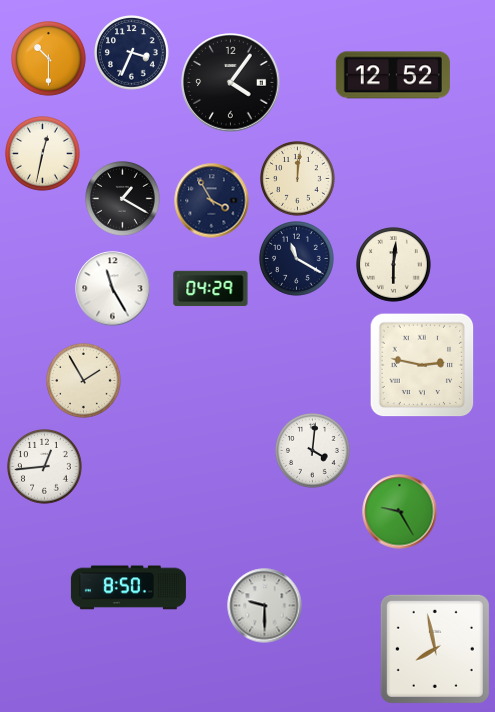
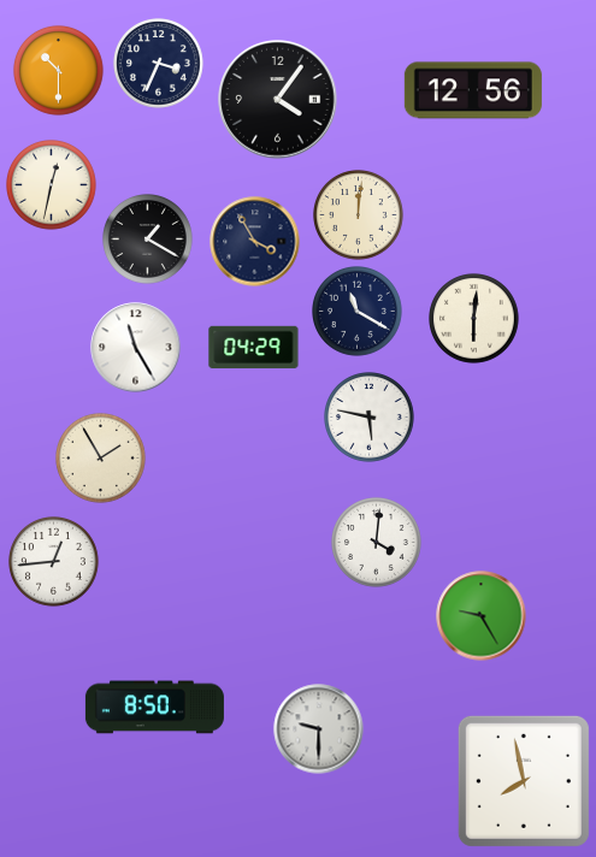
clock at (393, 75): 12:52 -> 12:56
clock at (370, 418): none -> 5:47
clock at (422, 365): 2:47 -> none
